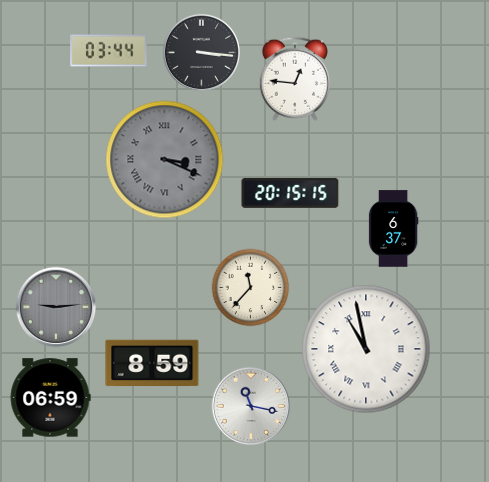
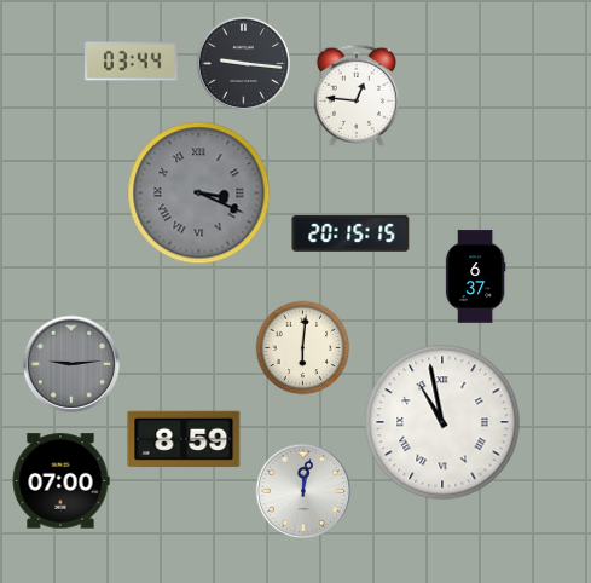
clock at (201, 52): 3:16 -> 9:16
clock at (250, 287): 11:37 -> 6:01
clock at (56, 307) position: (56, 307) -> (71, 364)
clock at (50, 398): 06:59 -> 07:00
clock at (251, 406): 11:17 -> 12:02
